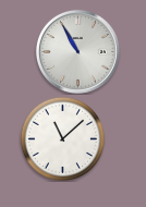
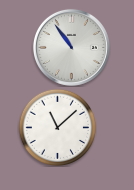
clock at (77, 51): 10:55 -> 10:54
